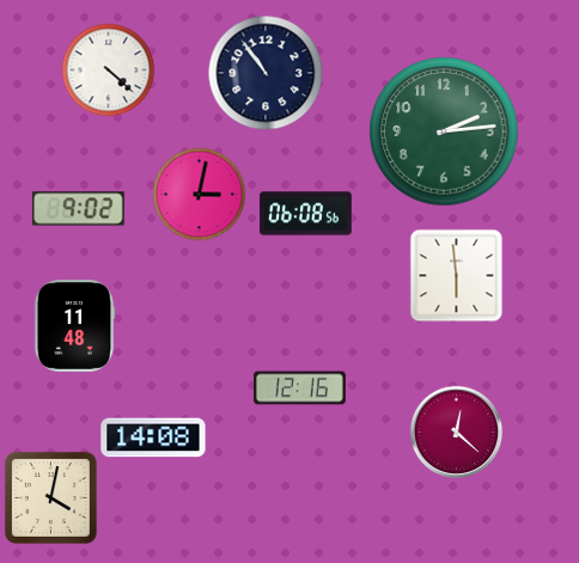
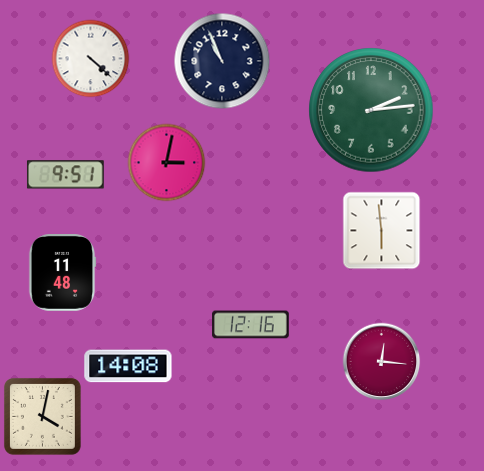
clock at (266, 73): 10:54 -> 10:56
clock at (78, 209): 9:02 -> 9:51
clock at (306, 214): 06:08 -> none
clock at (456, 432): 12:22 -> 12:16
